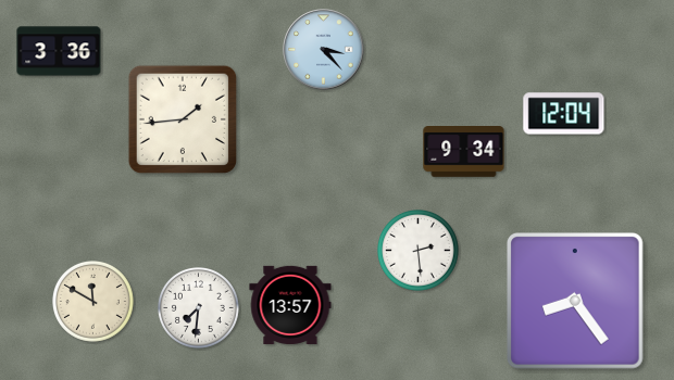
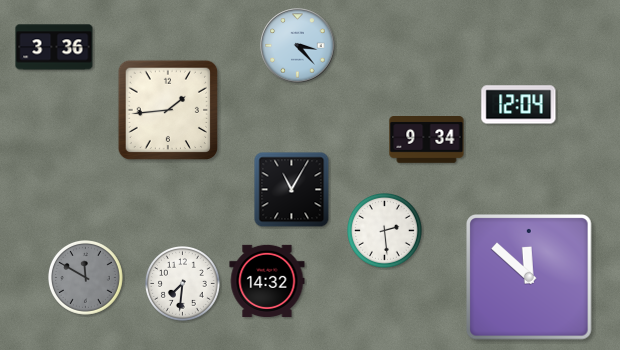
clock at (292, 190): none -> 11:05
clock at (93, 302) dial: cream -> grey
clock at (576, 302): 8:24 -> 11:52
clock at (290, 305): 13:57 -> 14:32
